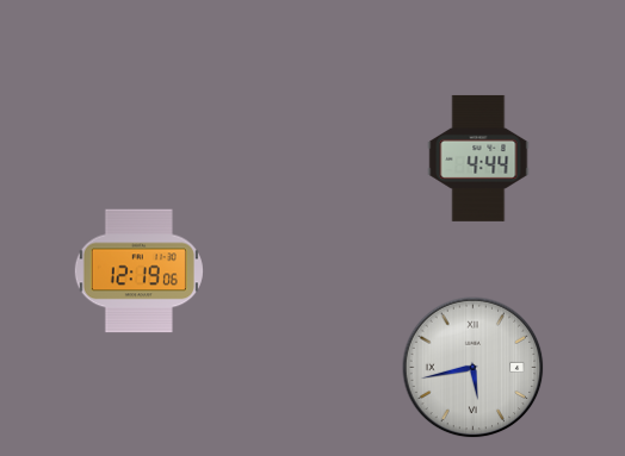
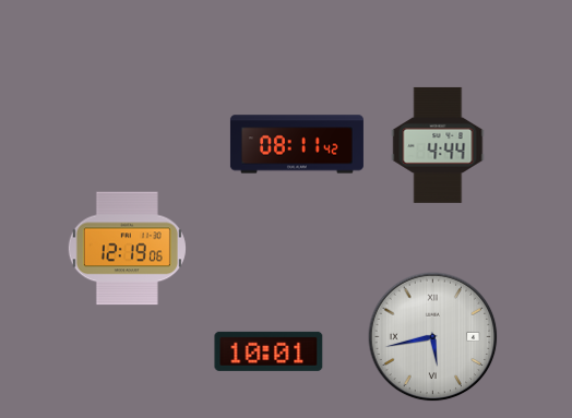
clock at (297, 144): none -> 08:11
clock at (269, 351): none -> 10:01
